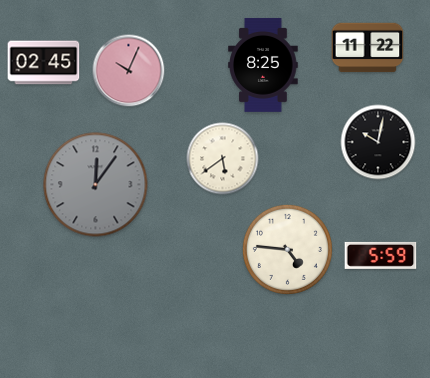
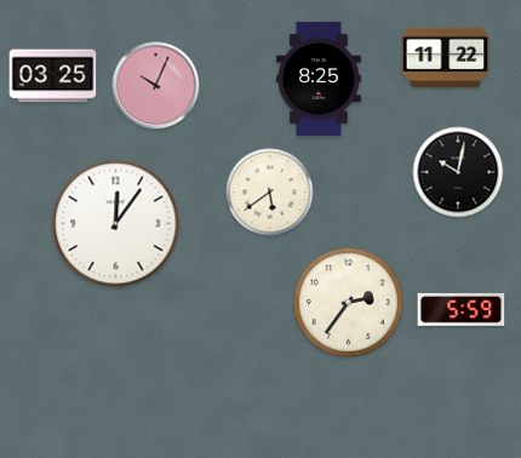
clock at (44, 63): 02:45 -> 03:25
clock at (96, 185) dial: grey -> white
clock at (287, 249): 4:46 -> 2:36
